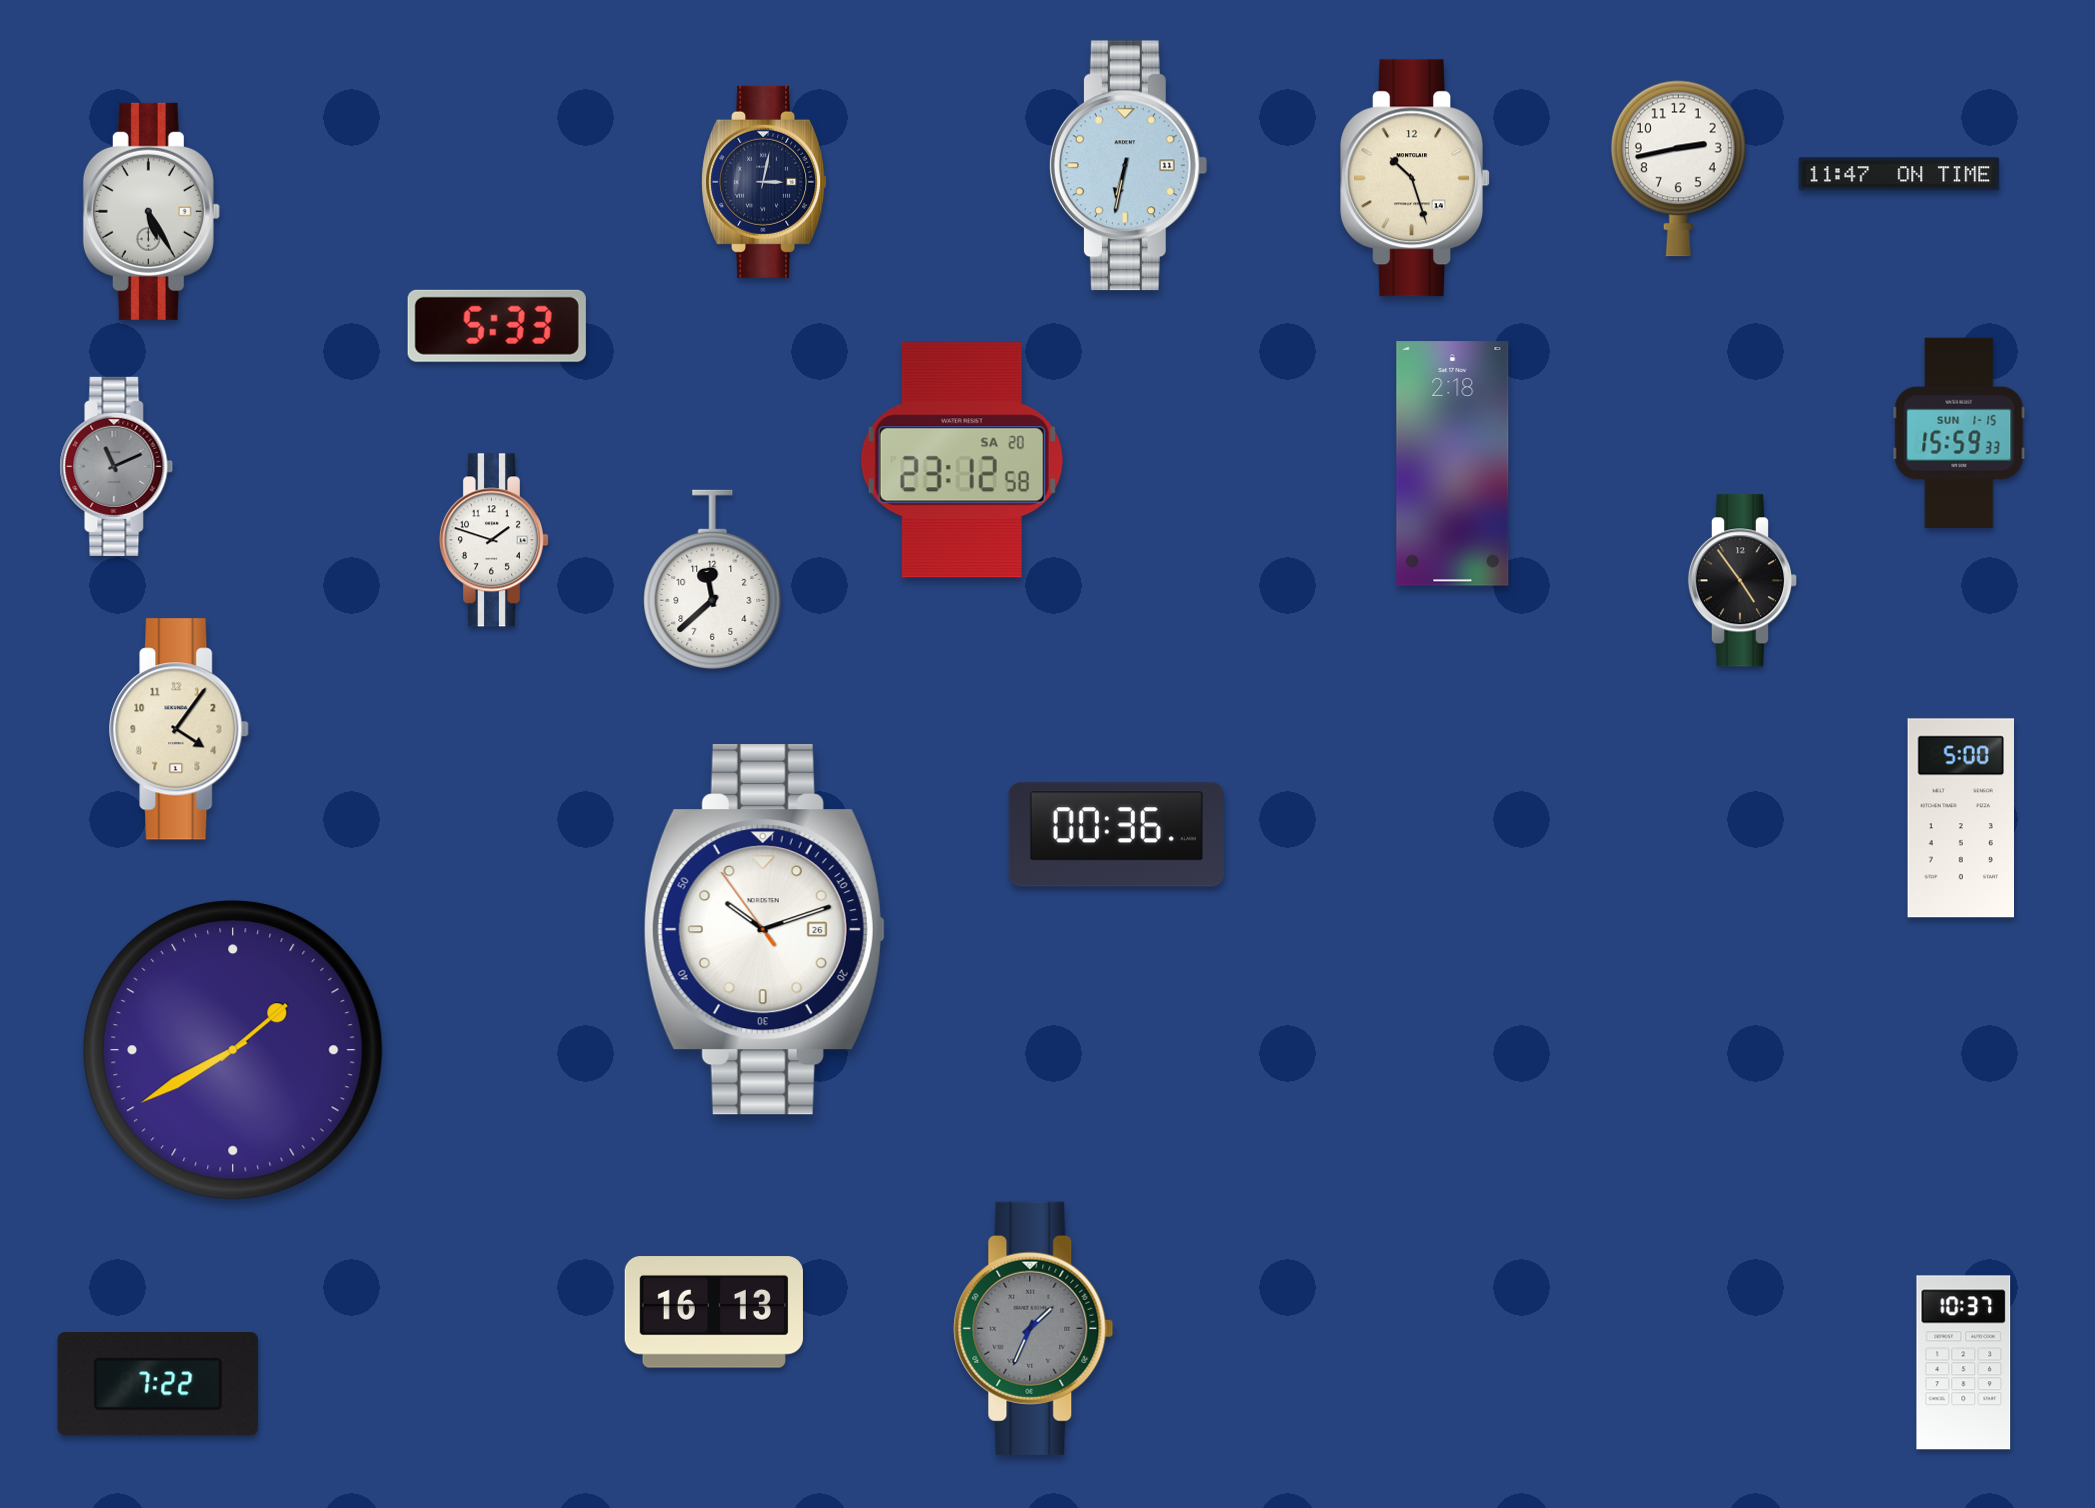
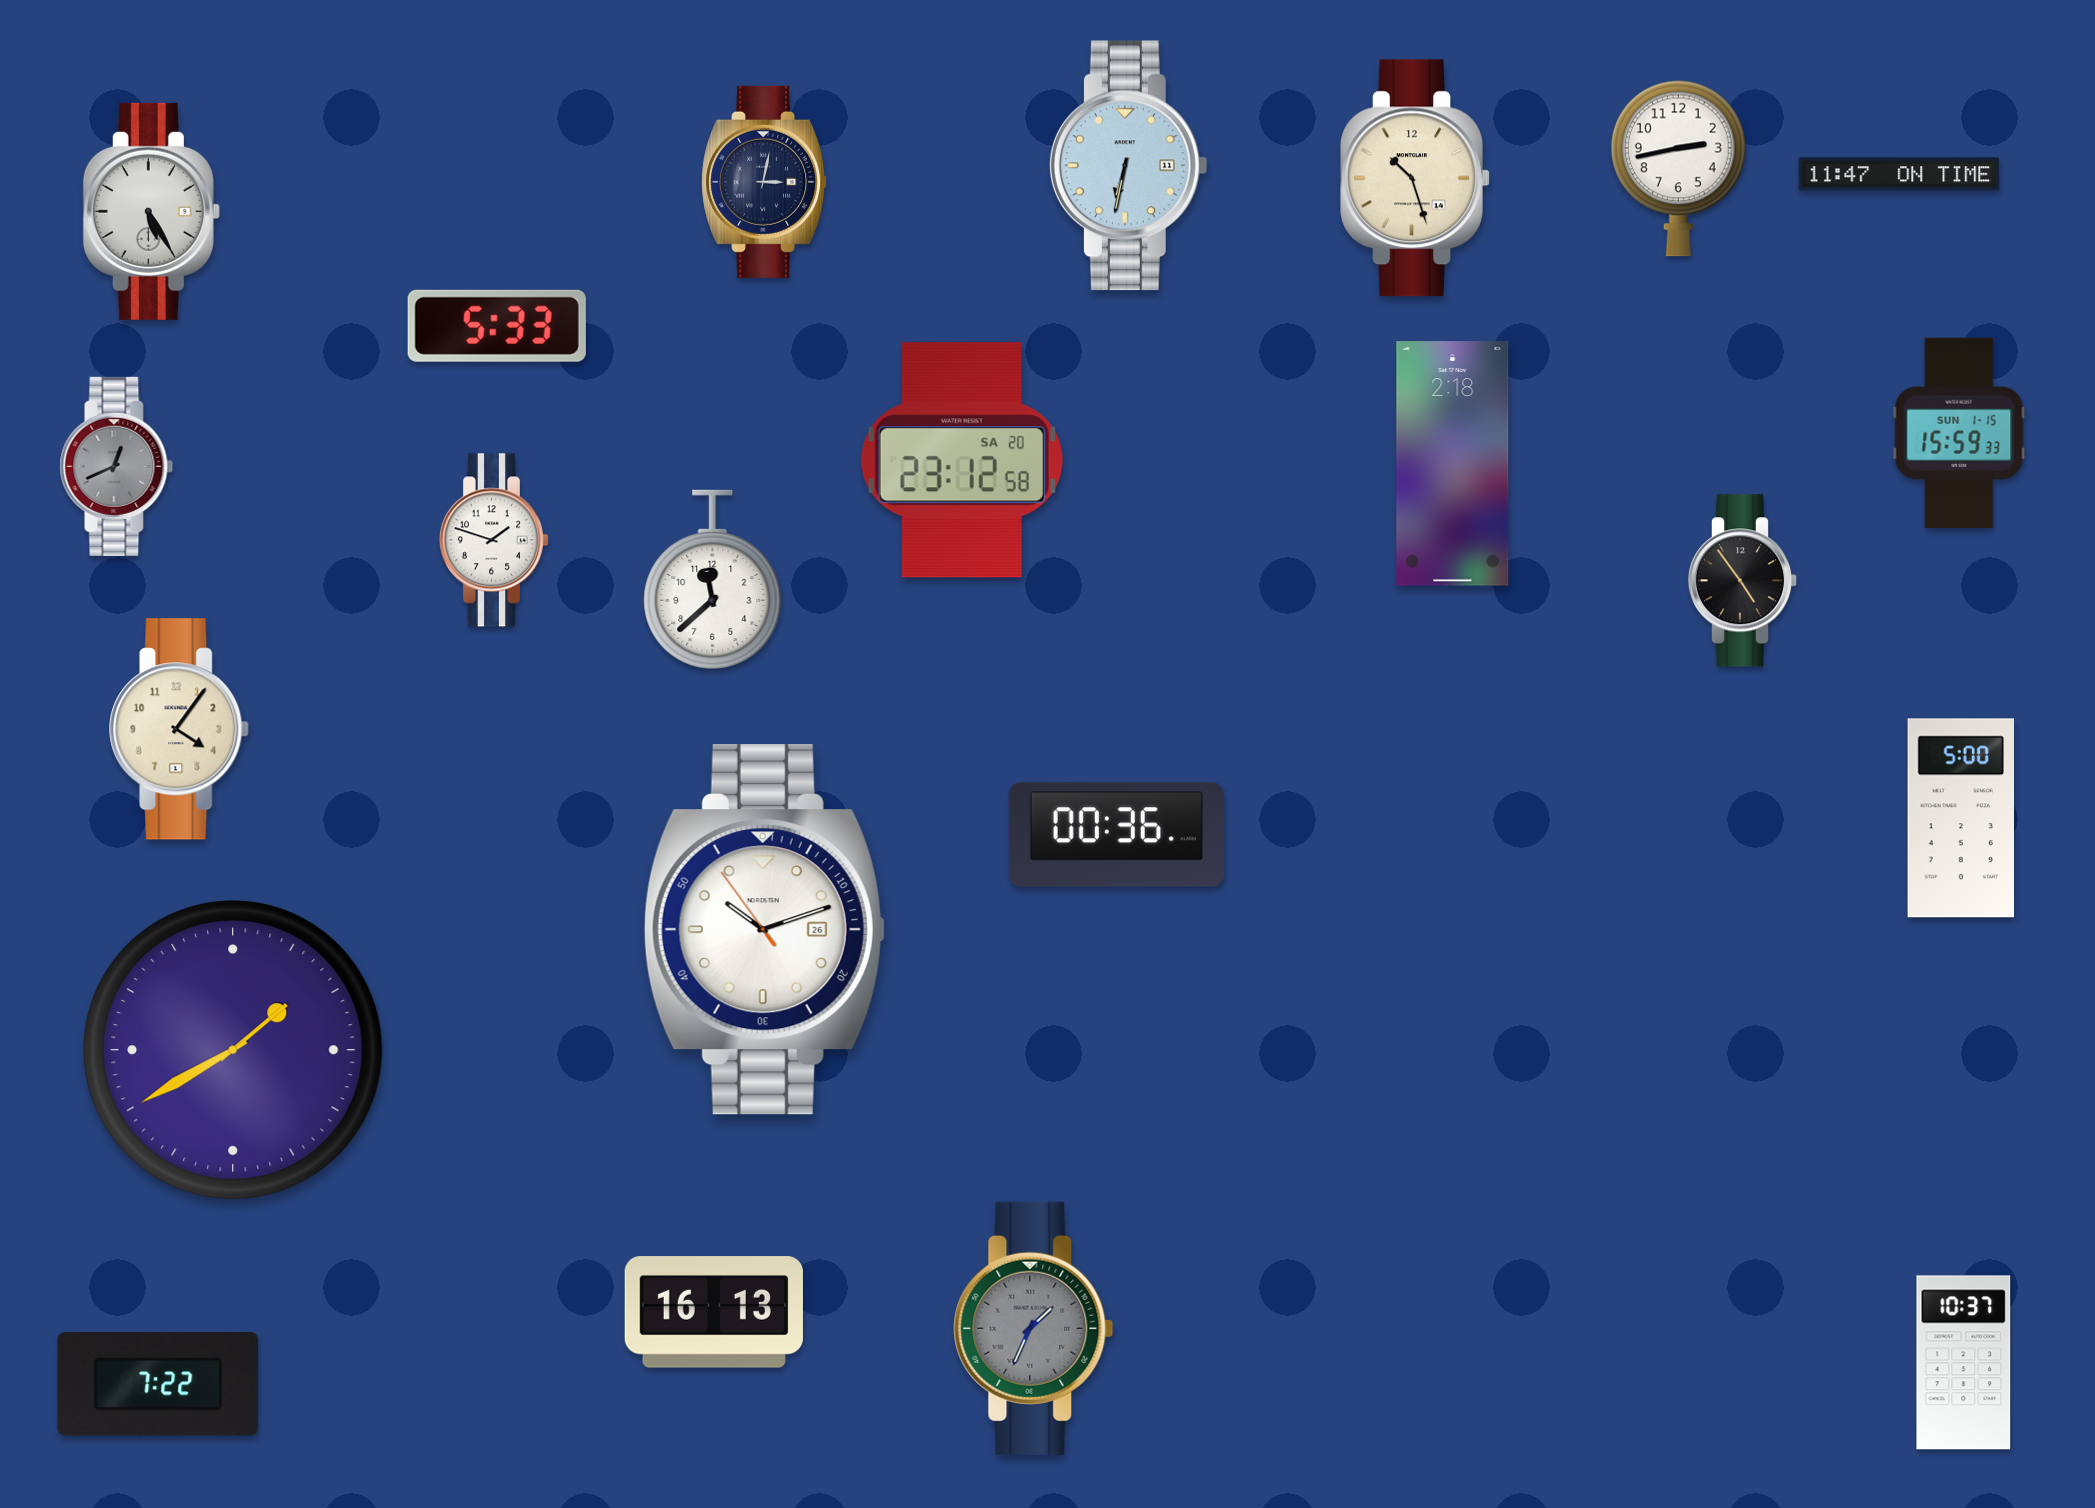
clock at (117, 466): 11:11 -> 12:41
